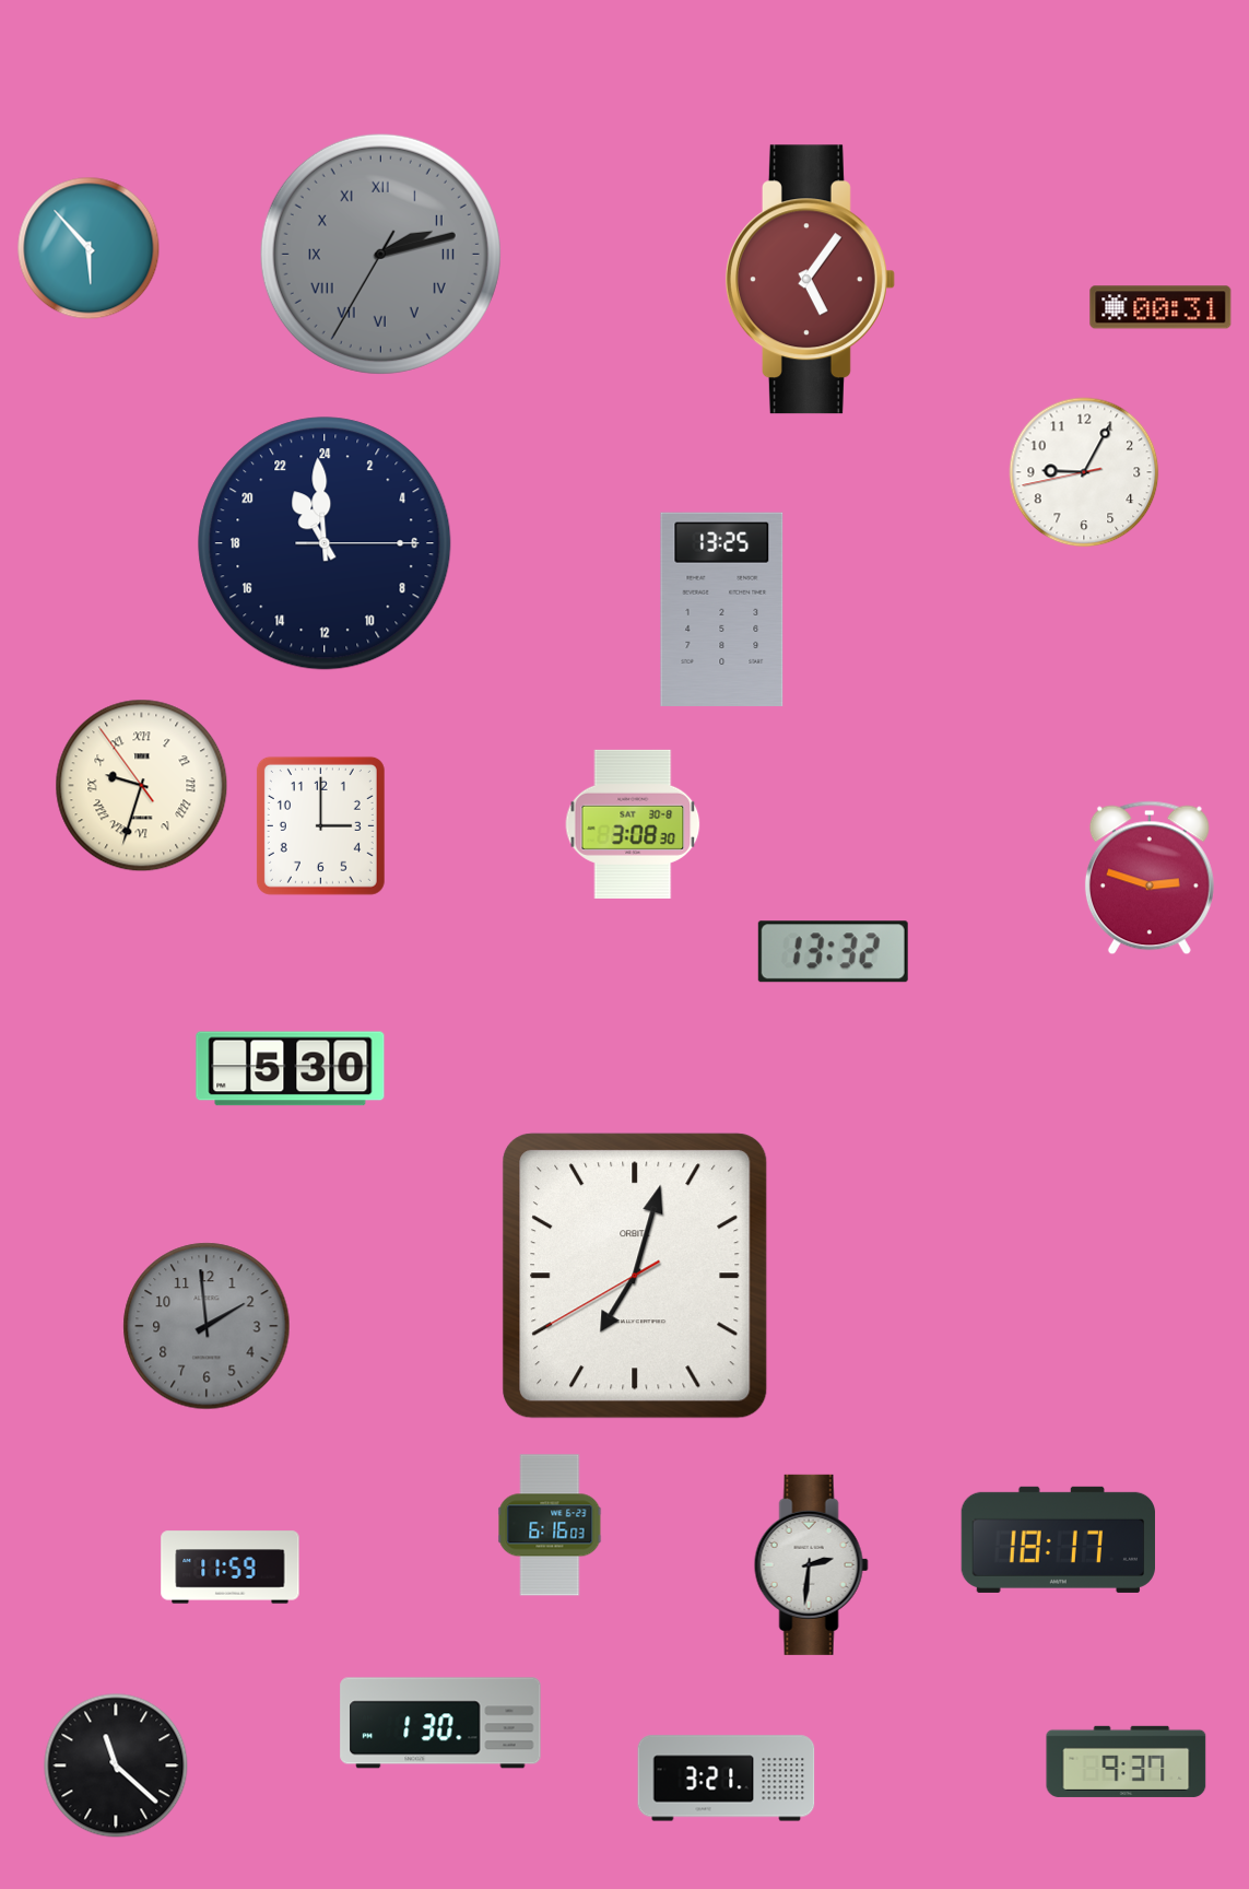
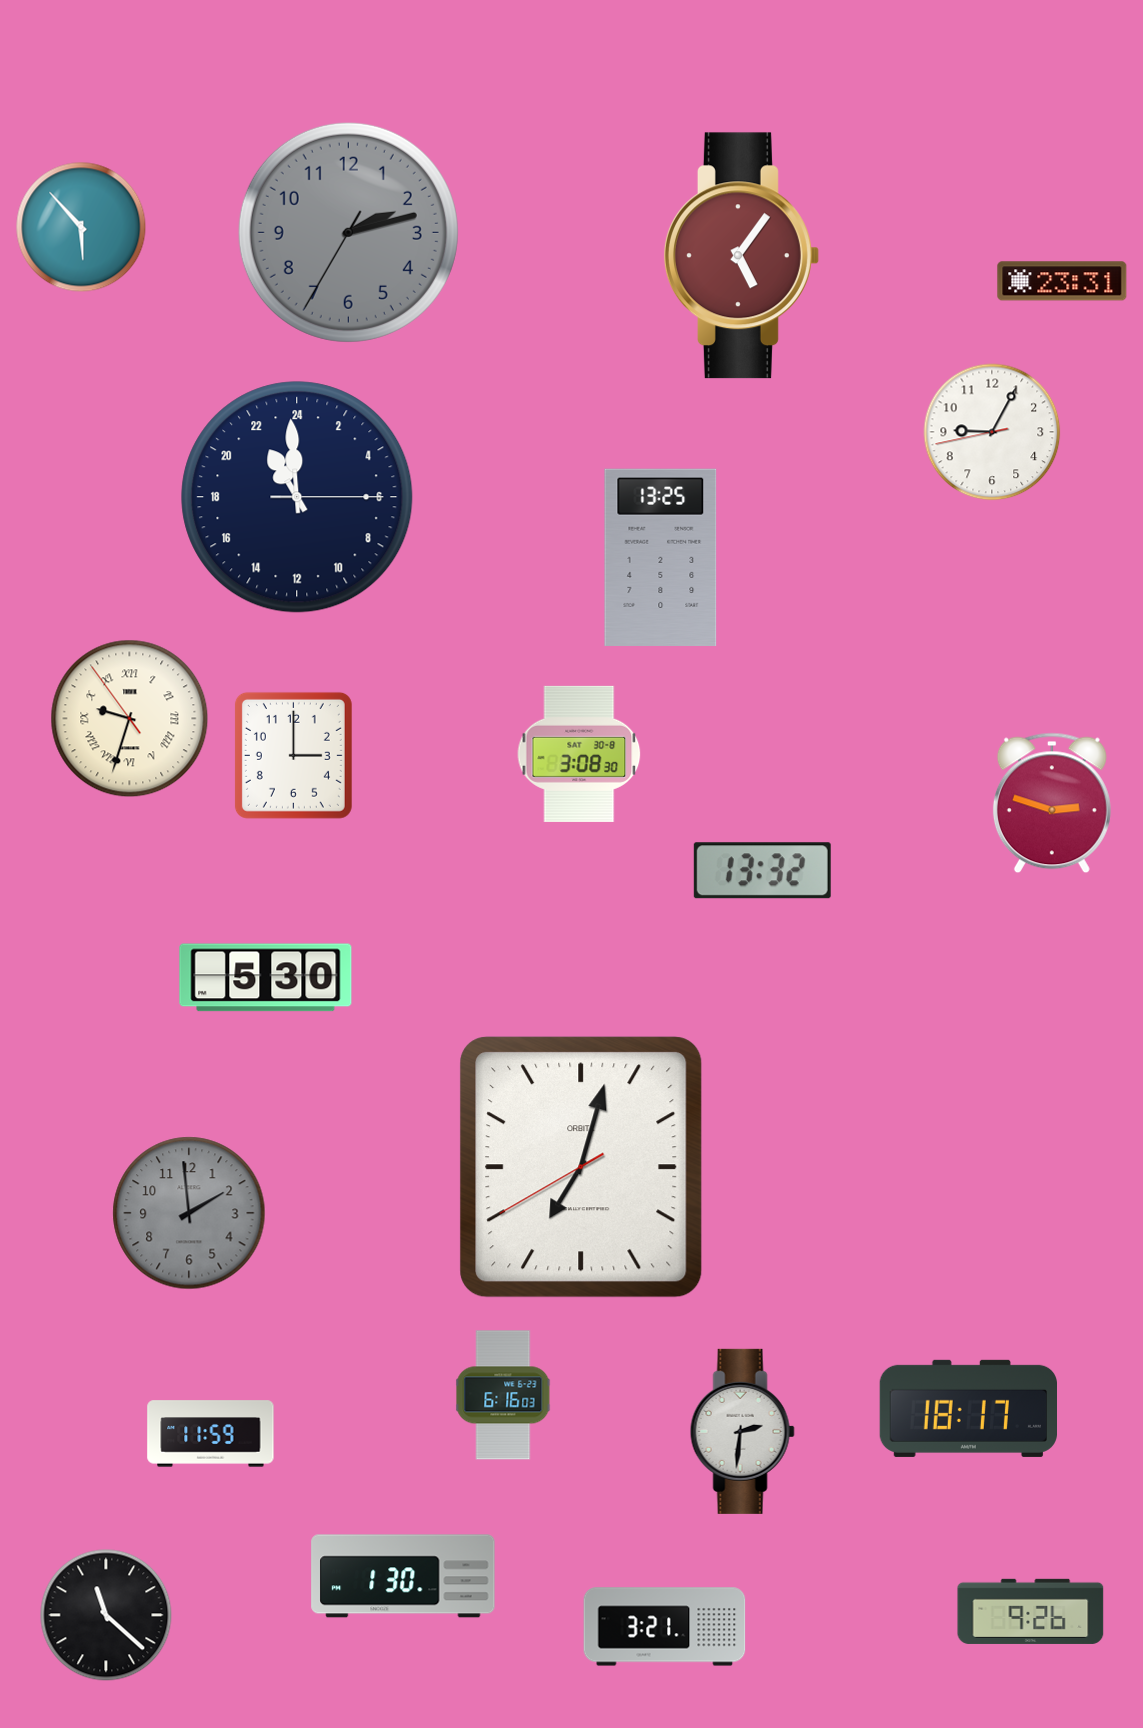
clock at (380, 254) numerals: Roman -> Arabic
clock at (1160, 307): 00:31 -> 23:31
clock at (1127, 1761): 9:37 -> 9:26
